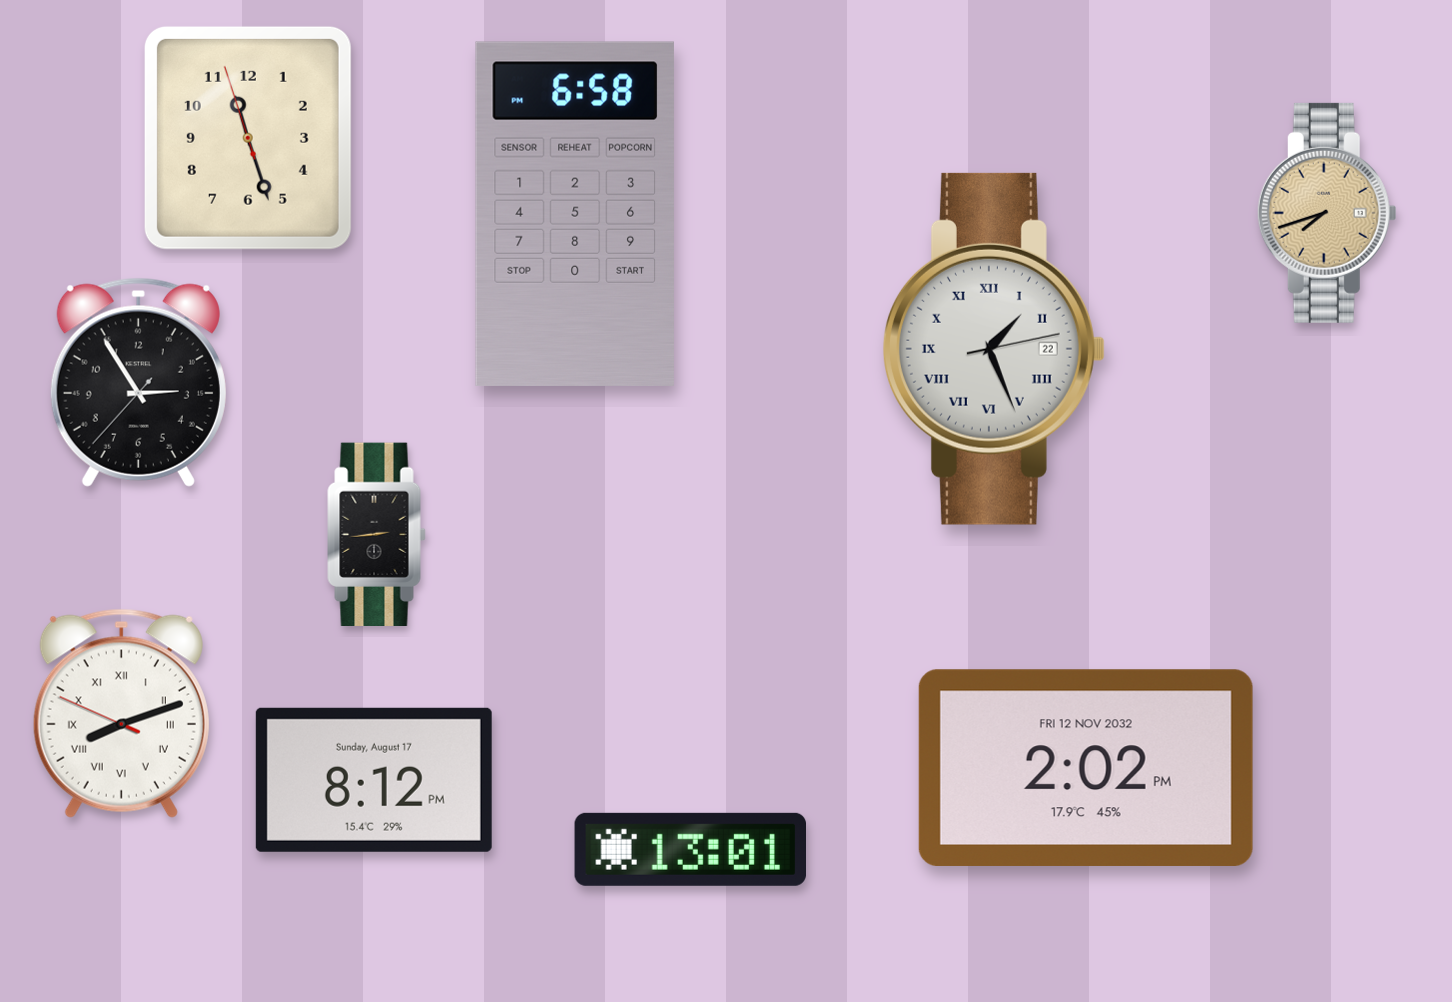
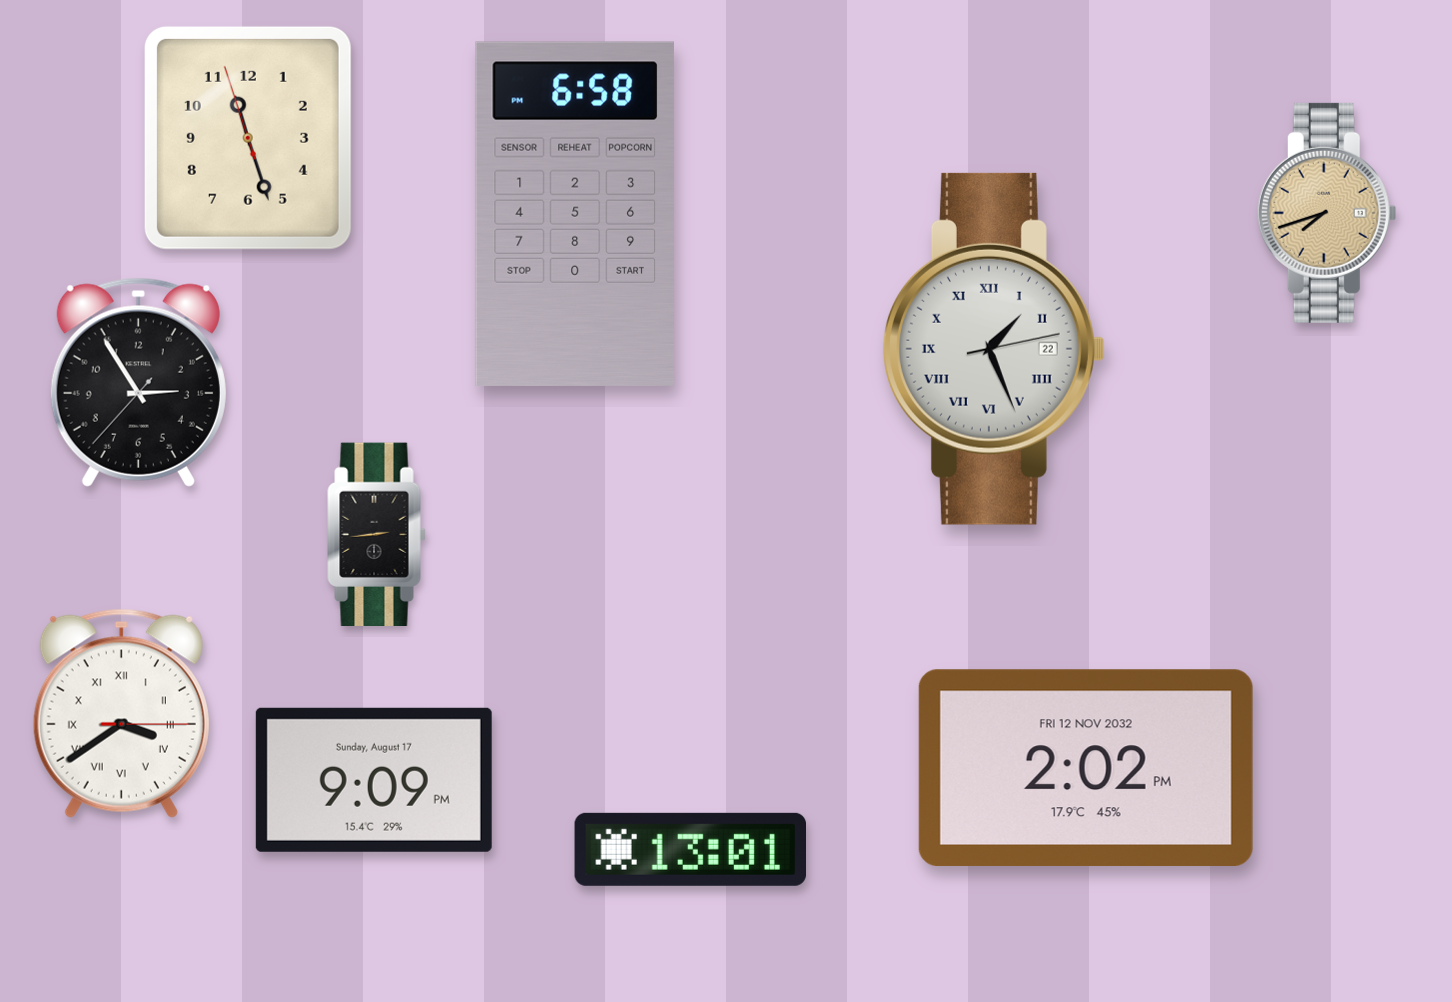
clock at (121, 713): 8:11 -> 3:39
clock at (374, 780): 8:12 -> 9:09
